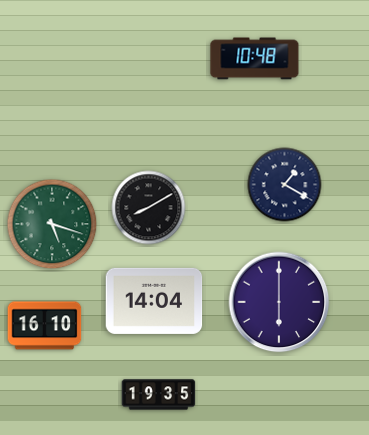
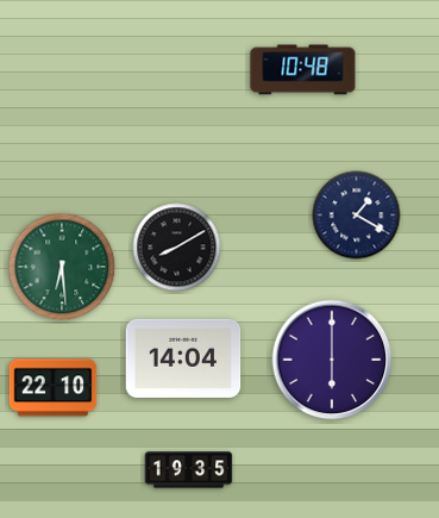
clock at (285, 185) position: (285, 185) -> (357, 216)
clock at (52, 224): 5:18 -> 6:29
clock at (45, 326): 16:10 -> 22:10
